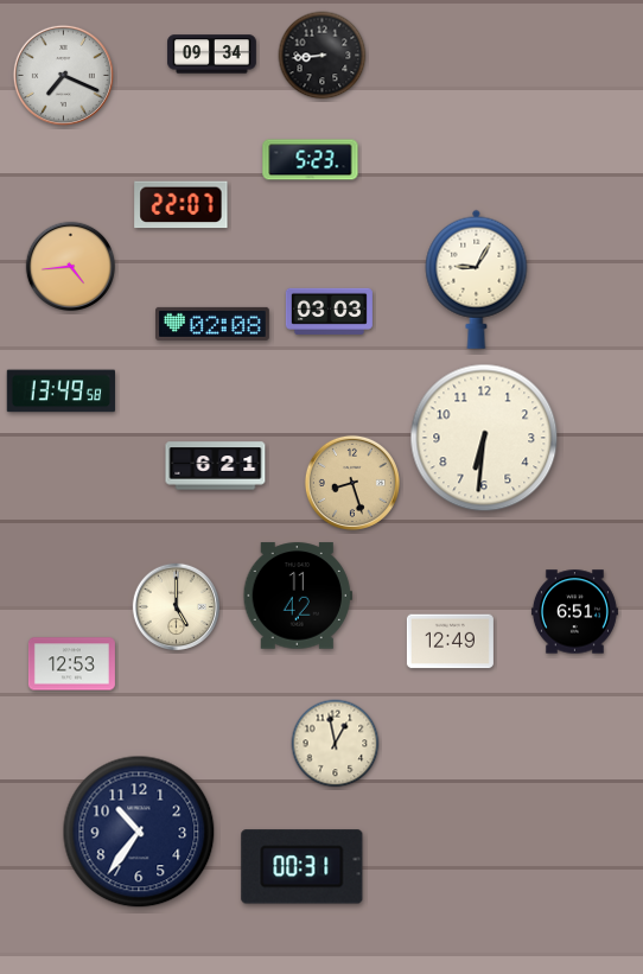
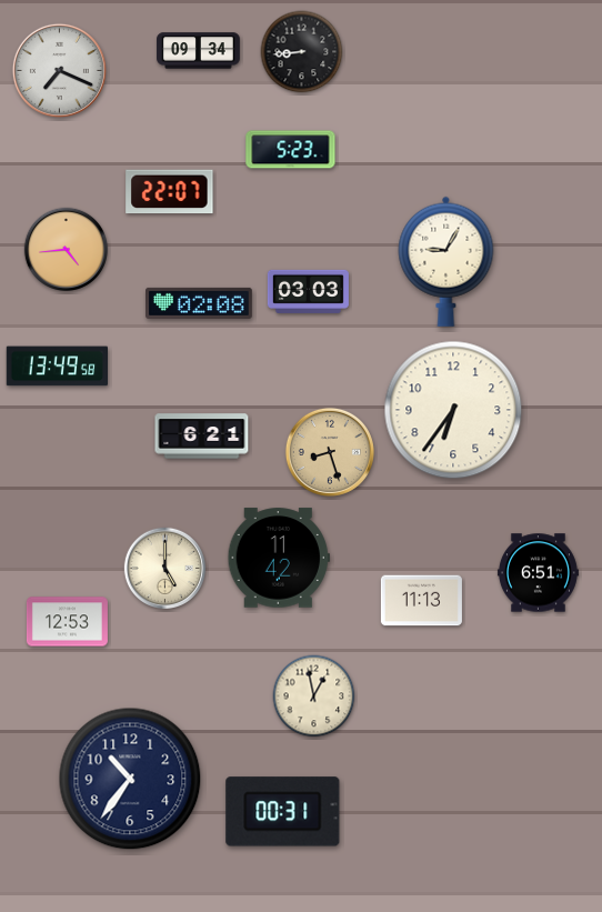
clock at (484, 438): 6:31 -> 6:36
clock at (450, 642): 12:49 -> 11:13
